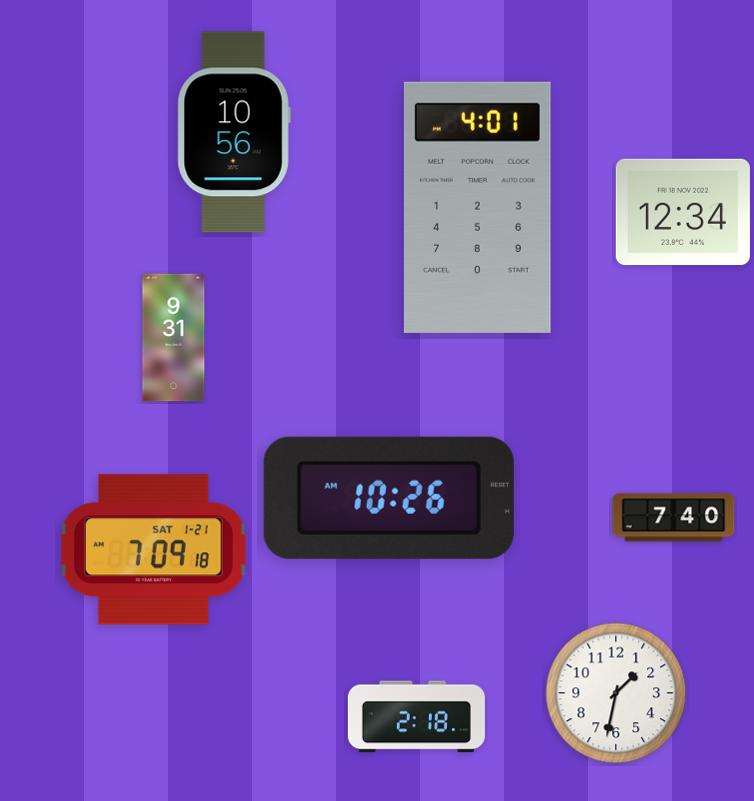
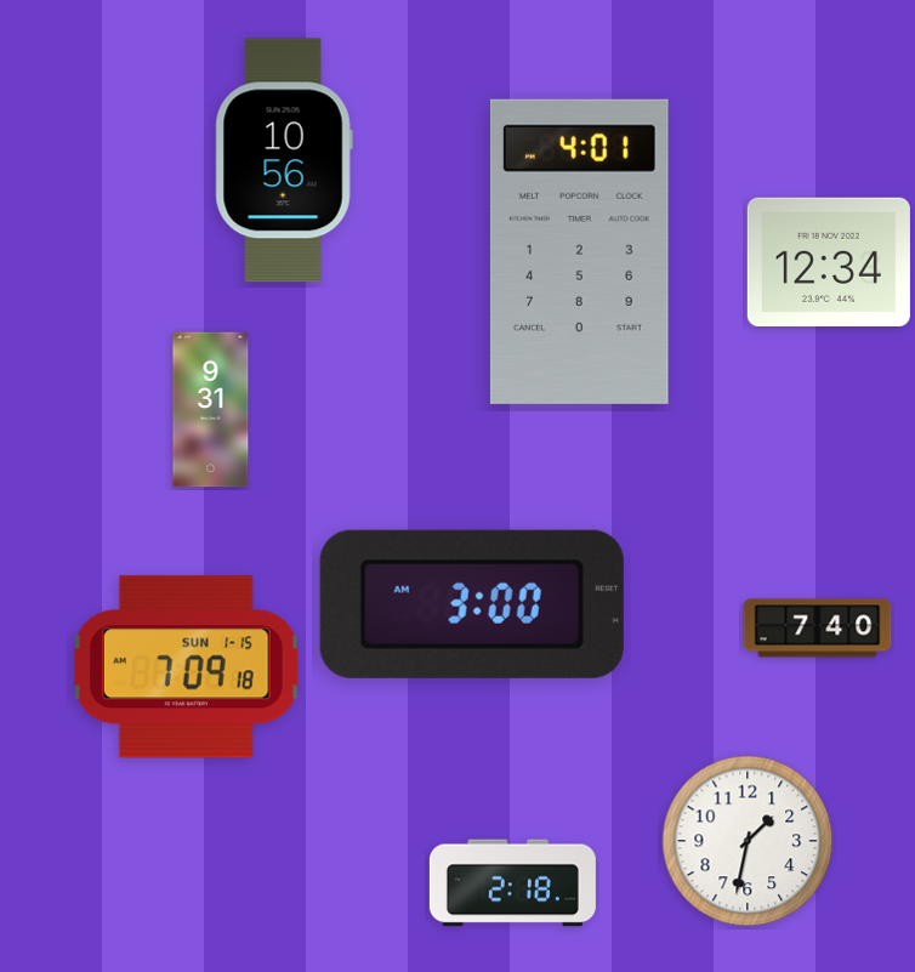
clock at (683, 212) position: (683, 212) -> (829, 262)
clock at (389, 498): 10:26 -> 3:00
clock at (153, 550) date: SAT 1-21 -> SUN 1-15
clock at (416, 717) position: (416, 717) -> (512, 883)
